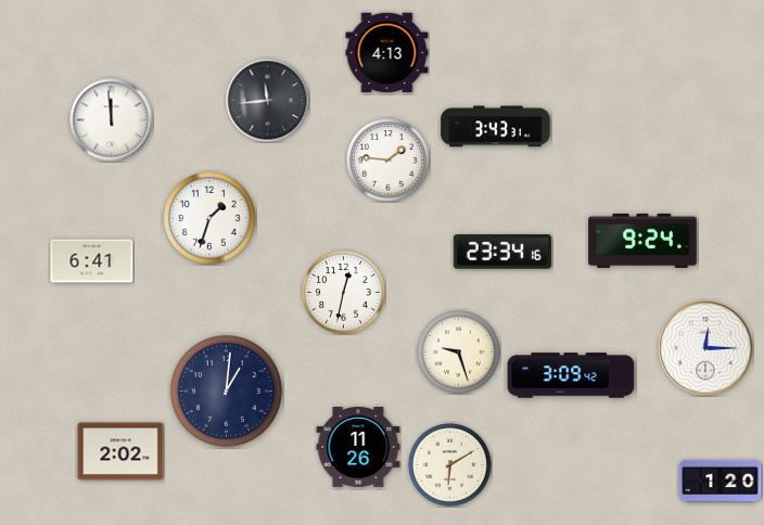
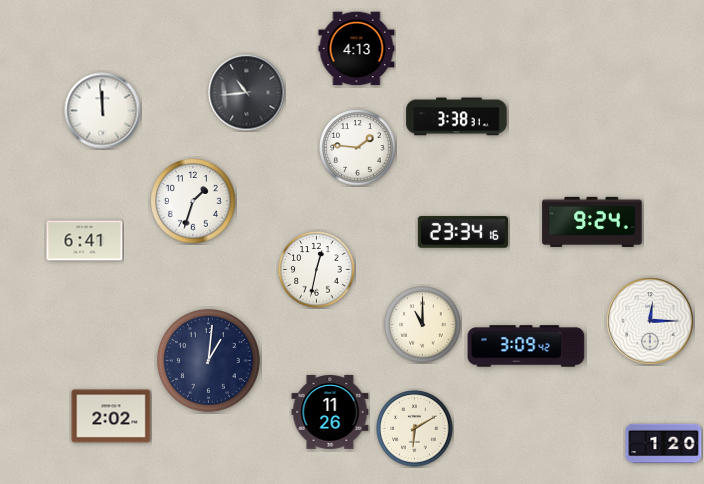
clock at (268, 101): 11:44 -> 10:44
clock at (496, 127): 3:43 -> 3:38
clock at (459, 353): 9:27 -> 11:00
